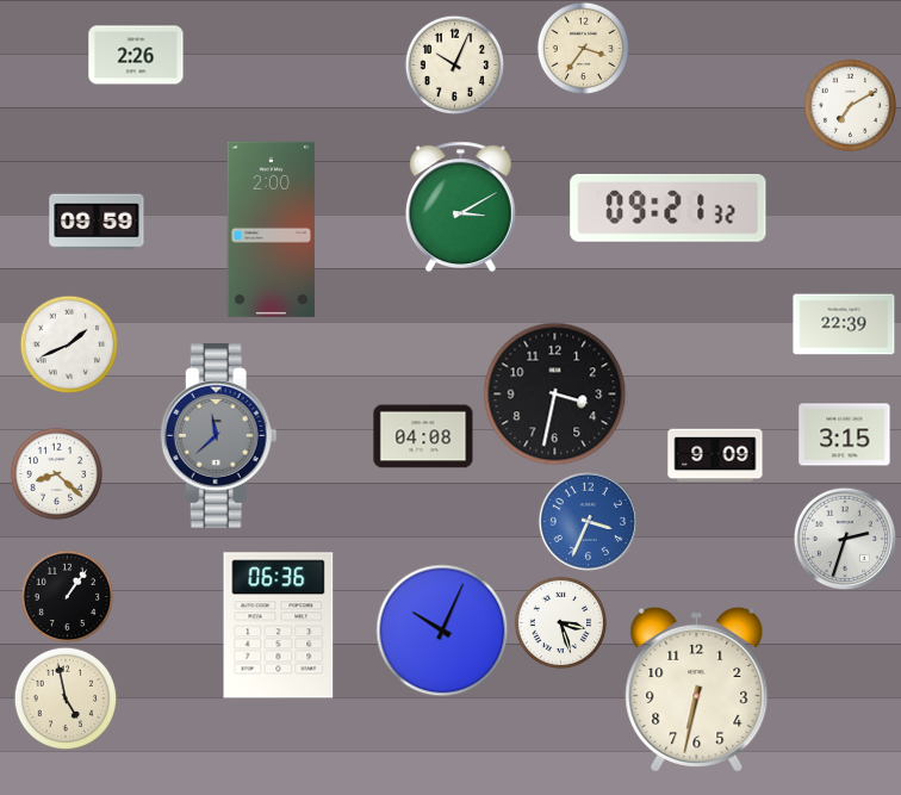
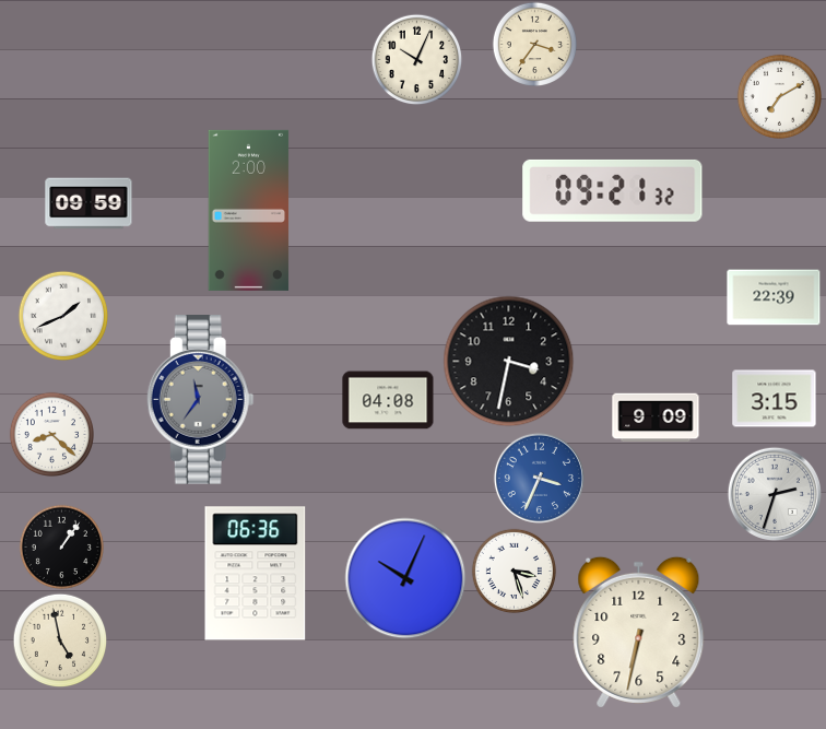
clock at (136, 55): 2:26 -> none
clock at (460, 206): 3:10 -> none
clock at (218, 436): 11:38 -> 11:36
